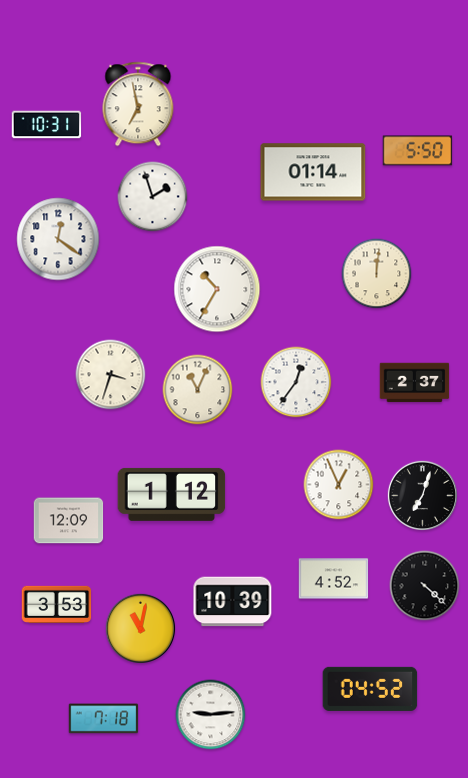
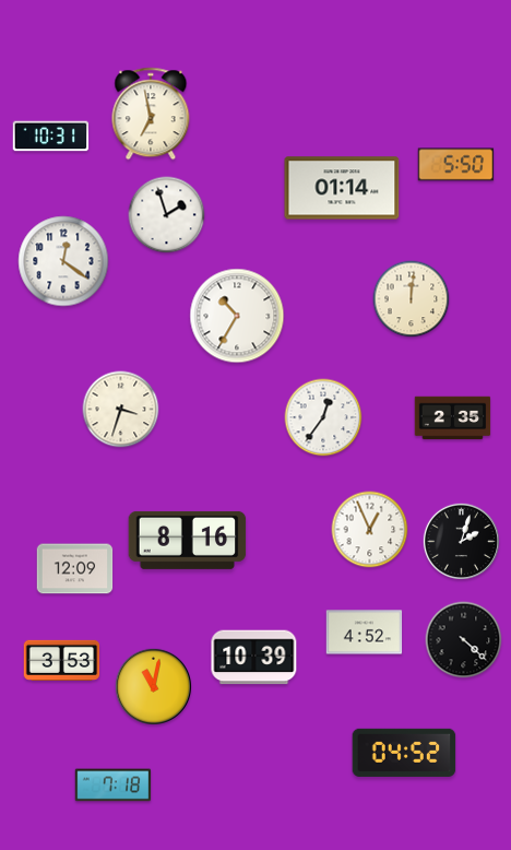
clock at (415, 383): 2:37 -> 2:35
clock at (198, 390): 11:04 -> none
clock at (172, 494): 1:12 -> 8:16
clock at (422, 495): 7:03 -> 2:03
clock at (211, 715): 9:14 -> none
